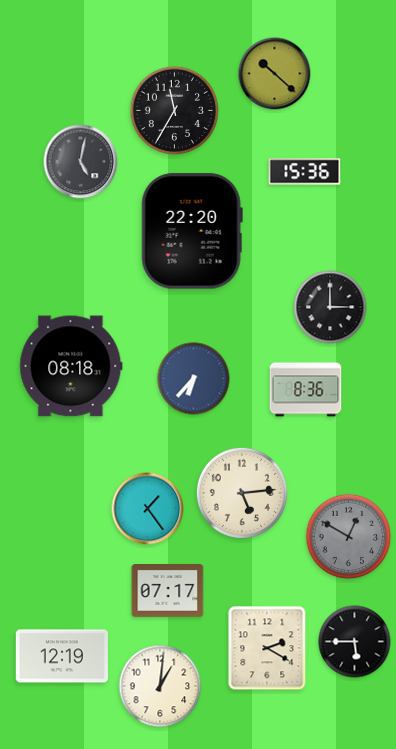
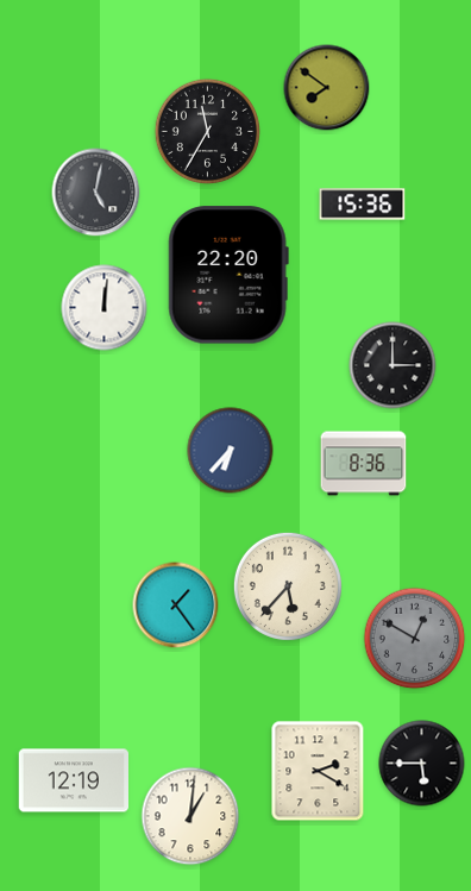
clock at (275, 74): 10:22 -> 7:51
clock at (105, 308): none -> 12:01
clock at (71, 366): 08:18 -> none
clock at (242, 493): 5:14 -> 5:37
clock at (168, 591): 07:17 -> none
